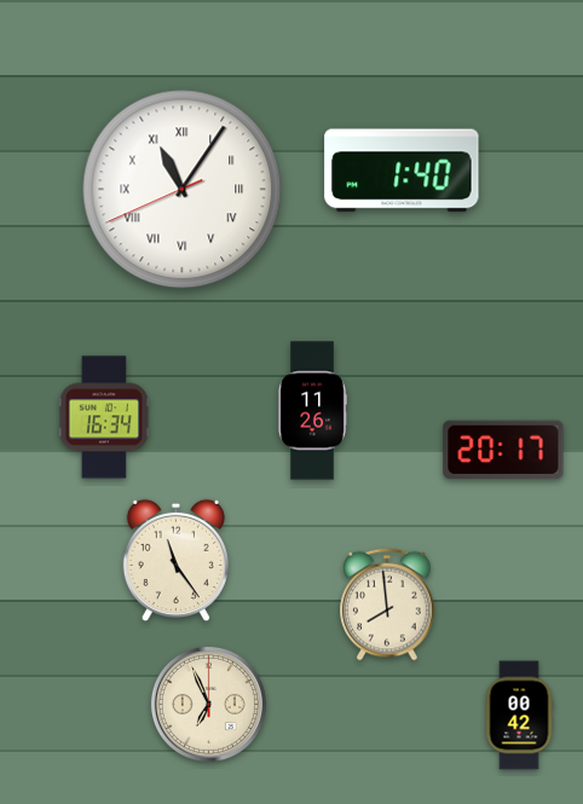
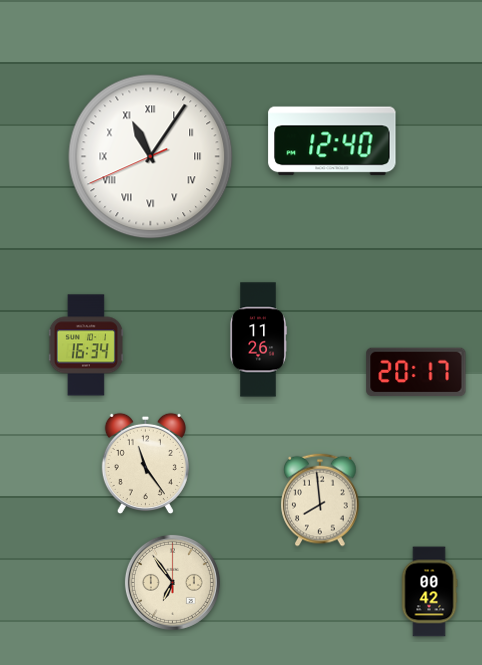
clock at (402, 170): 1:40 -> 12:40
clock at (208, 704): 6:56 -> 6:54
